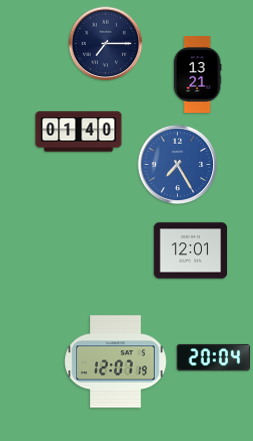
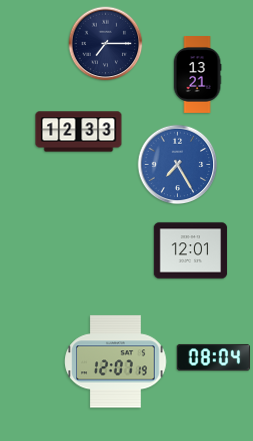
clock at (79, 132): 01:40 -> 12:33
clock at (213, 358): 20:04 -> 08:04
